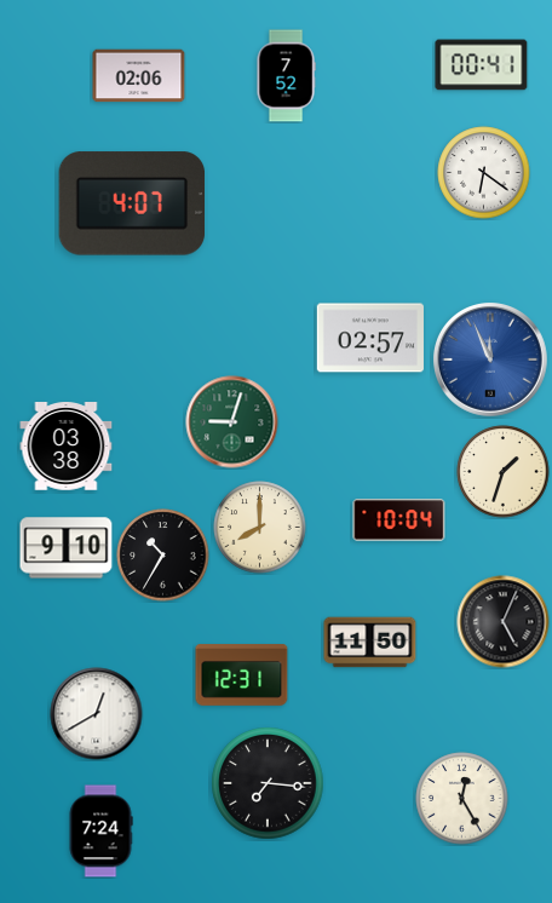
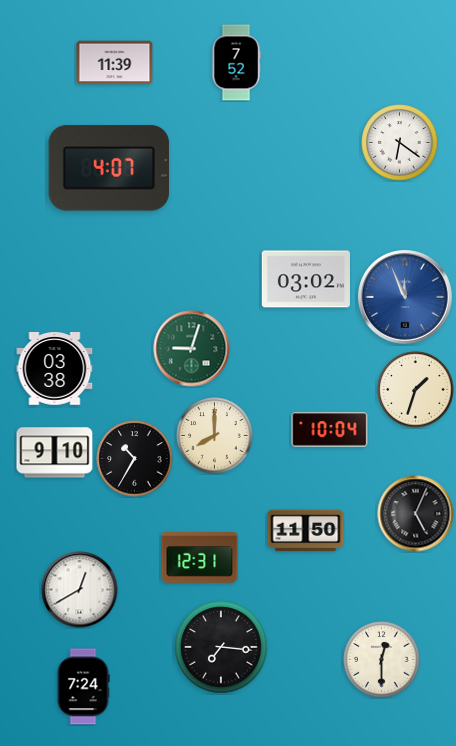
clock at (482, 65): 00:41 -> none
clock at (139, 76): 02:06 -> 11:39
clock at (370, 338): 02:57 -> 03:02
clock at (462, 799): 12:25 -> 12:30
